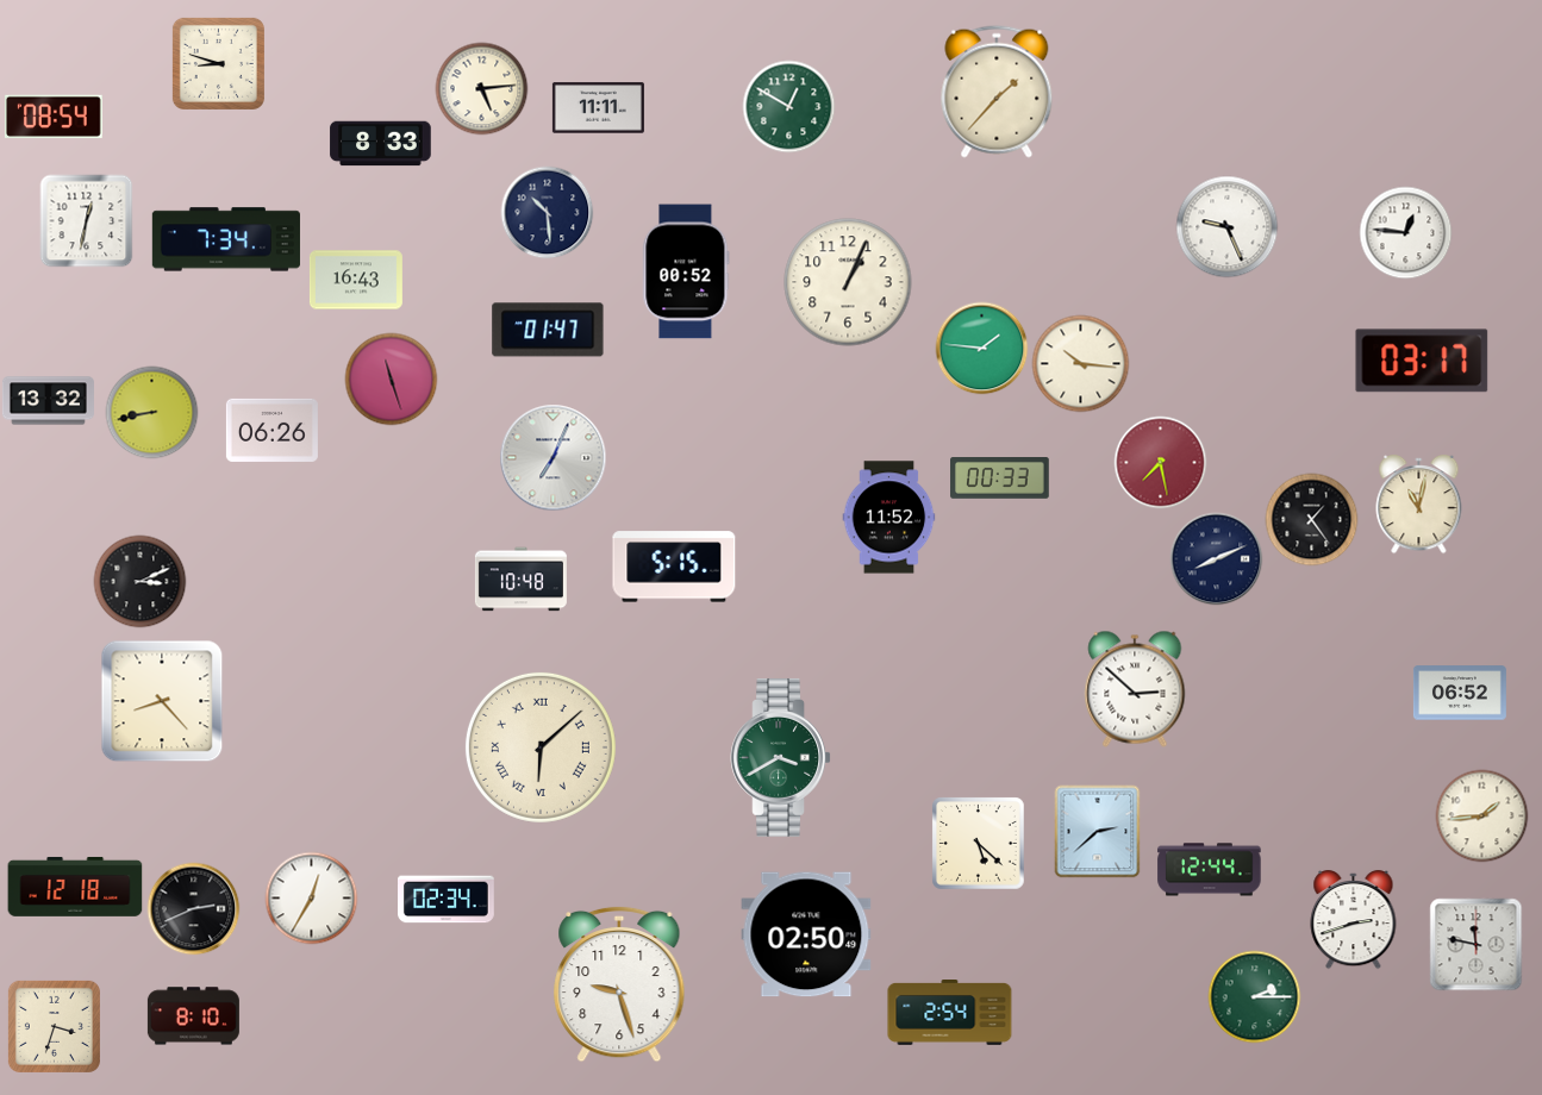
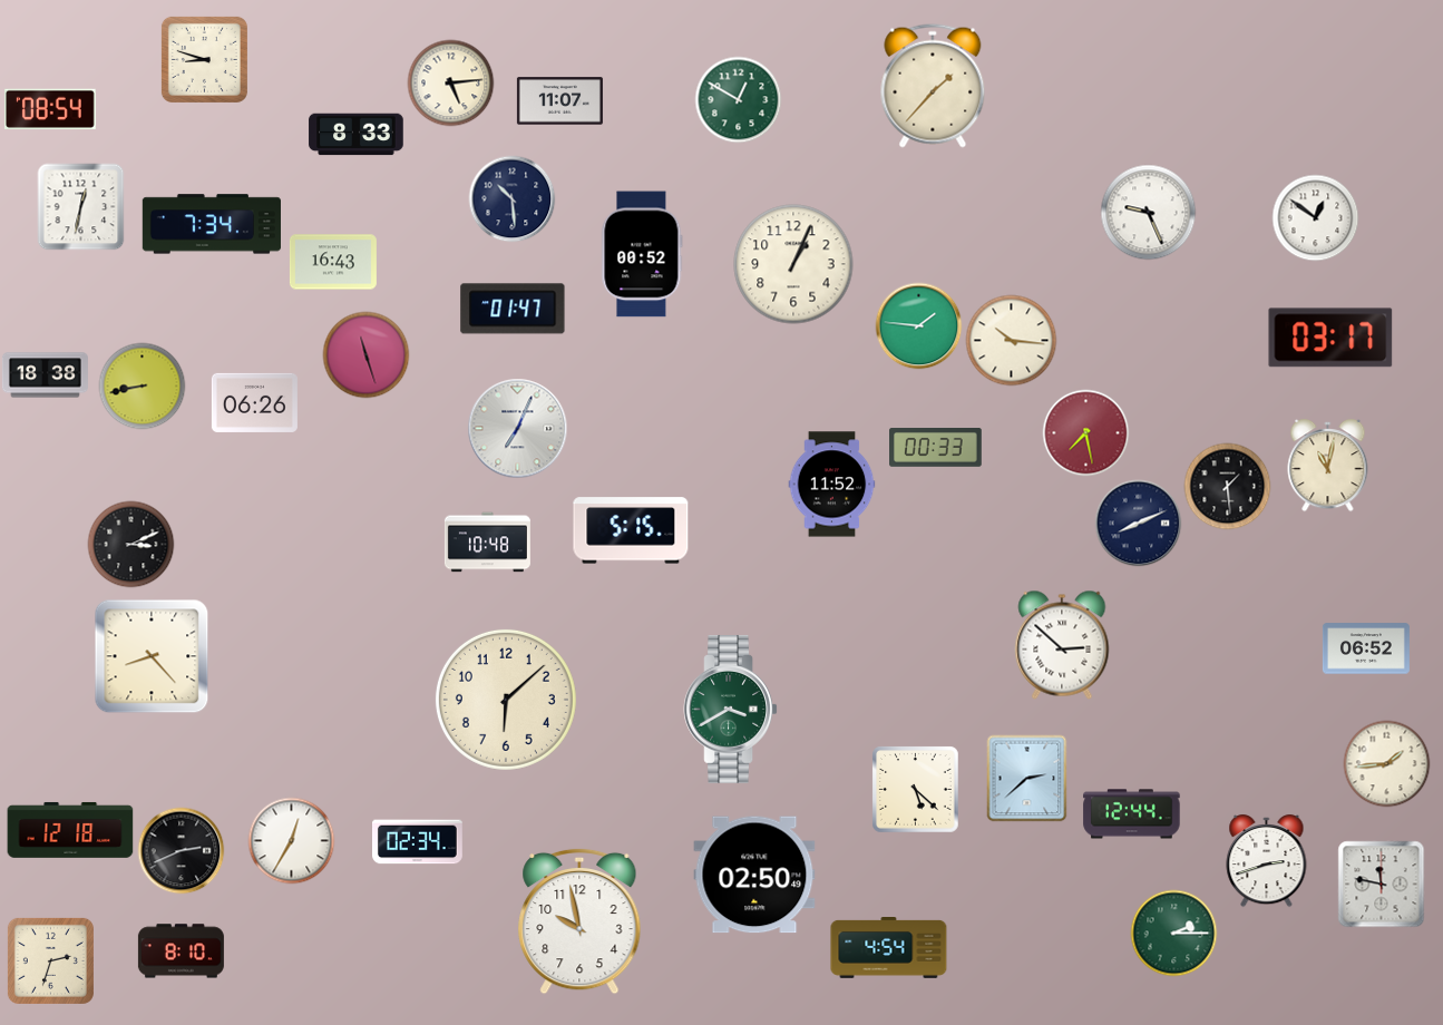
clock at (598, 108): 11:11 -> 11:07
clock at (1405, 232): 12:46 -> 12:51
clock at (48, 401): 13:32 -> 18:38
clock at (1419, 503) position: (1419, 503) -> (1328, 465)
clock at (1311, 519): 1:24 -> 1:29
clock at (541, 747) numerals: Roman -> Arabic
clock at (619, 984): 9:27 -> 9:58
clock at (950, 1013): 2:54 -> 4:54
clock at (54, 1026): 3:33 -> 2:33
